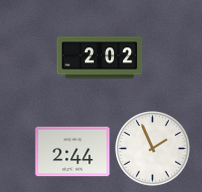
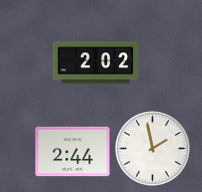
clock at (100, 58) position: (100, 58) -> (96, 63)
clock at (153, 149): 1:56 -> 1:58
